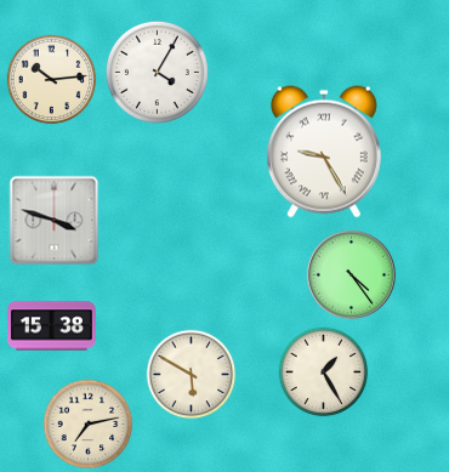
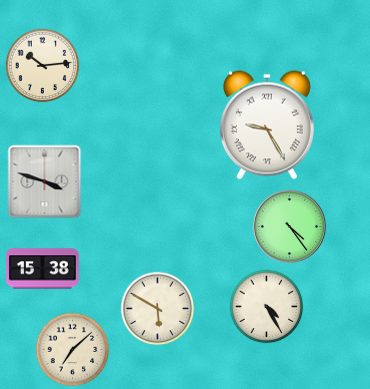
clock at (157, 72): 4:05 -> none
clock at (324, 373): 1:25 -> 4:25
clock at (89, 425): 7:13 -> 7:08
